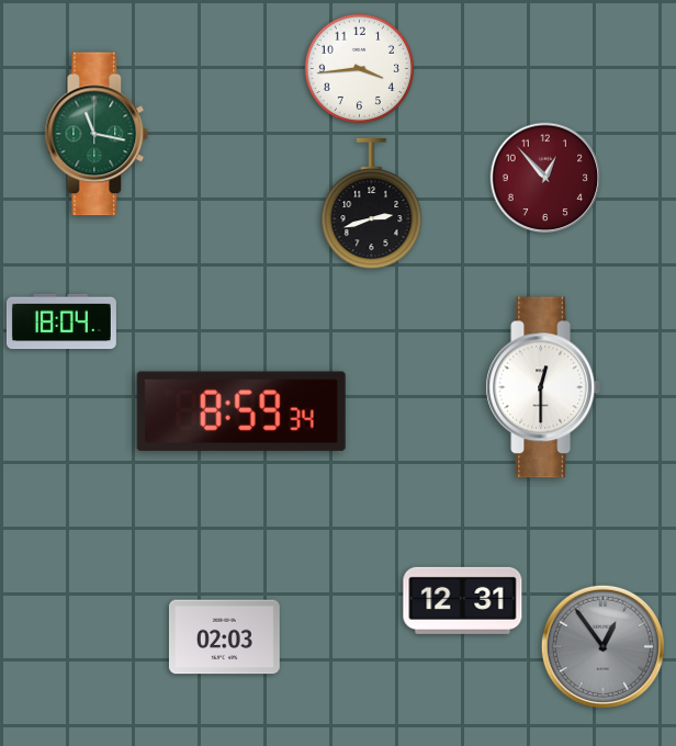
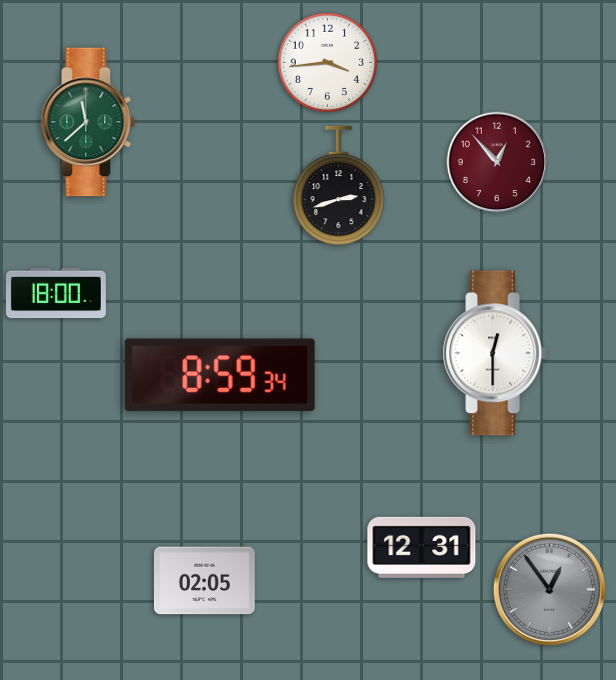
clock at (97, 134): 11:17 -> 11:38
clock at (61, 321): 18:04 -> 18:00
clock at (224, 637): 02:03 -> 02:05
